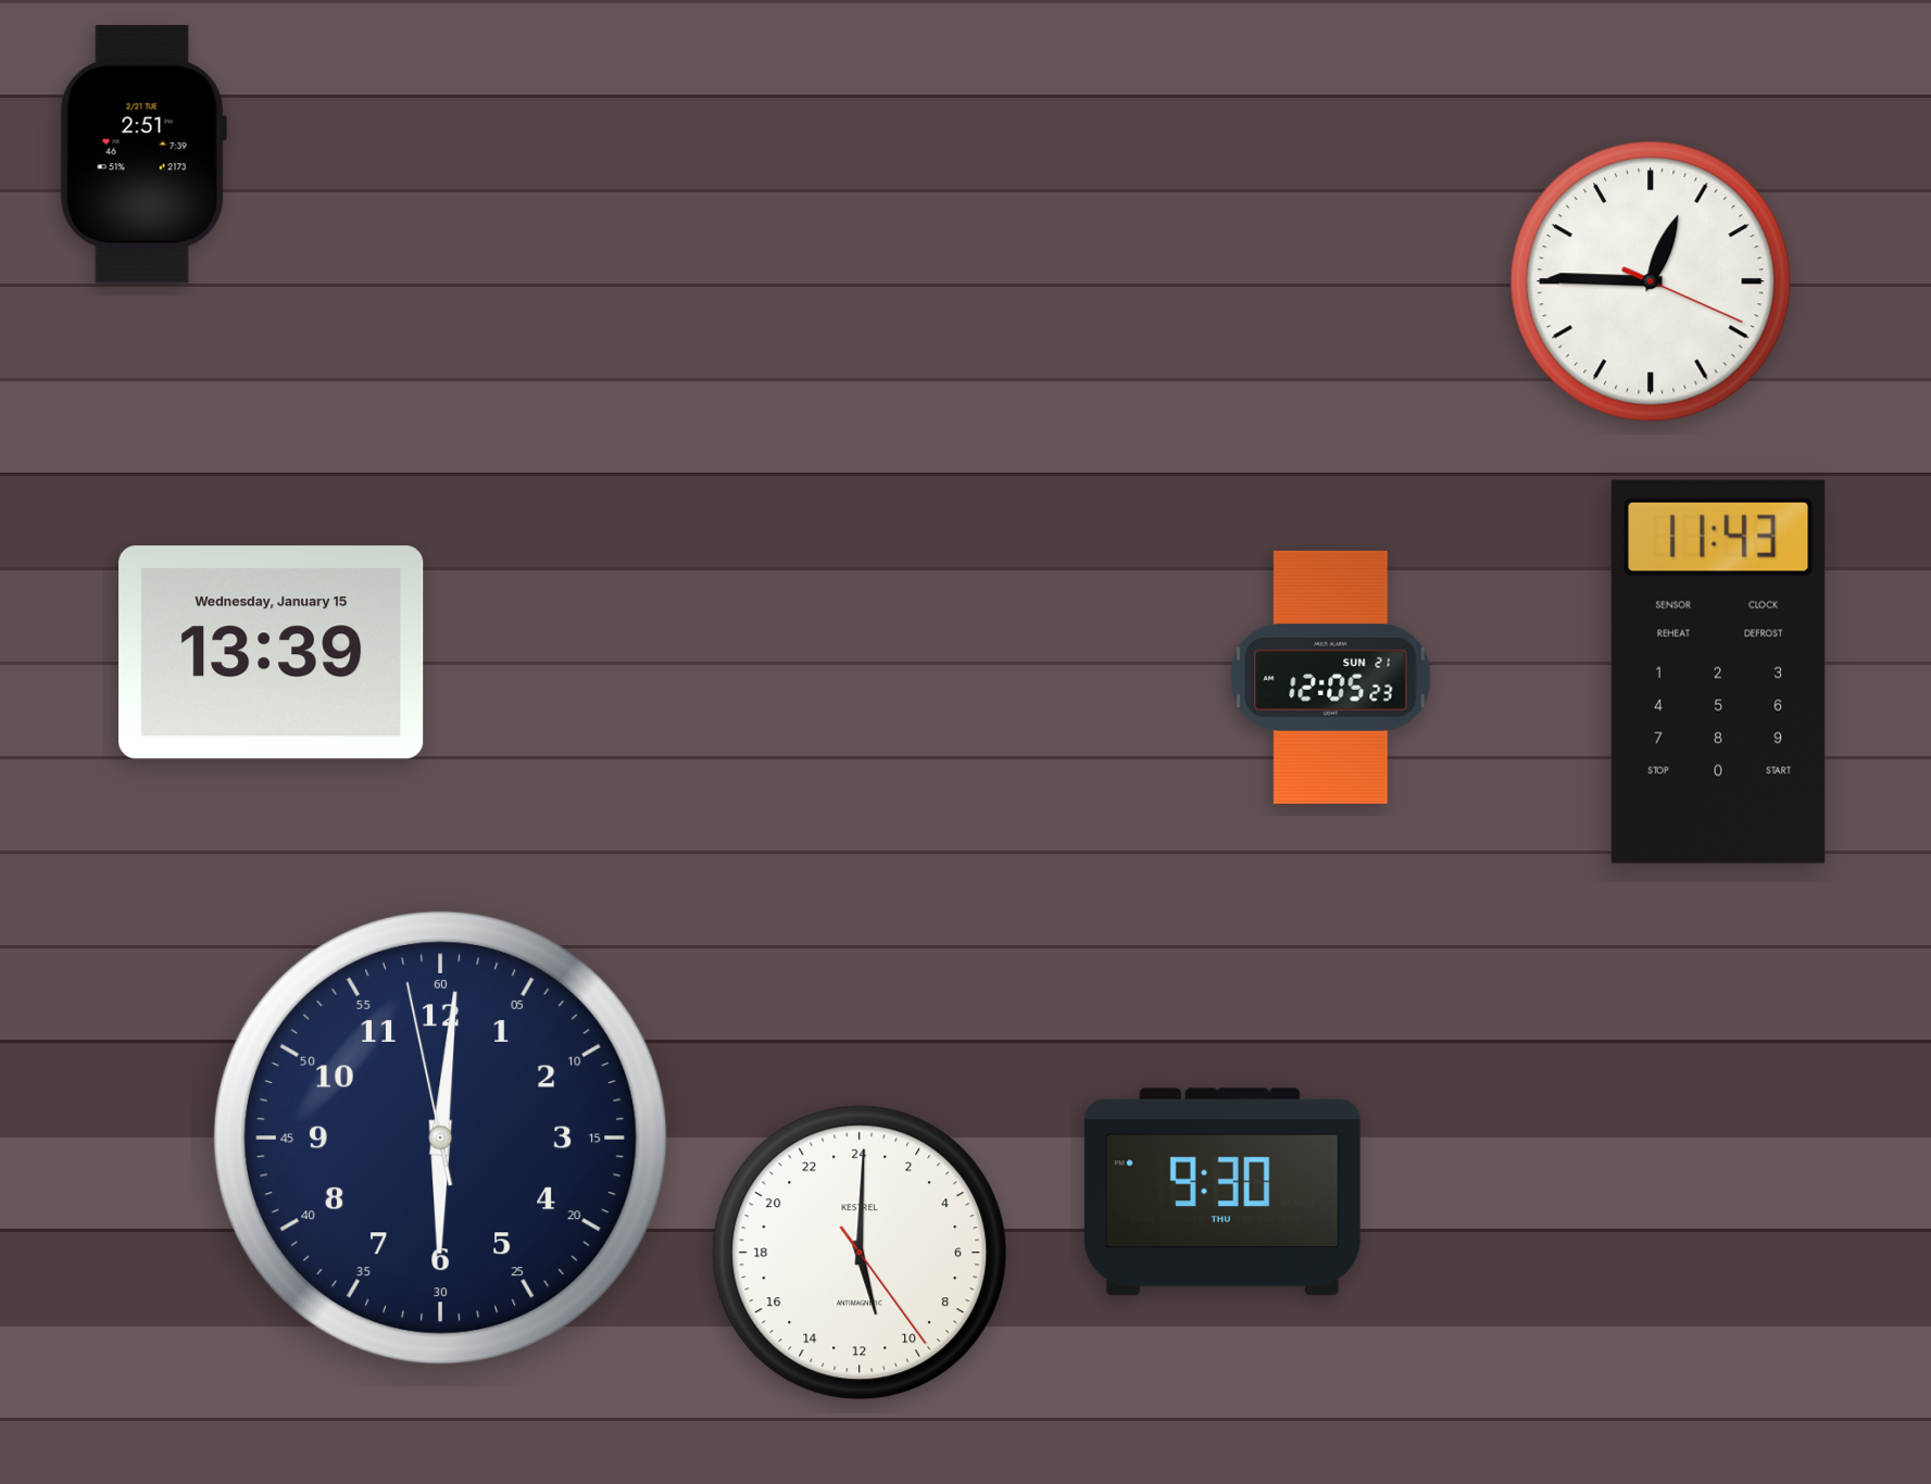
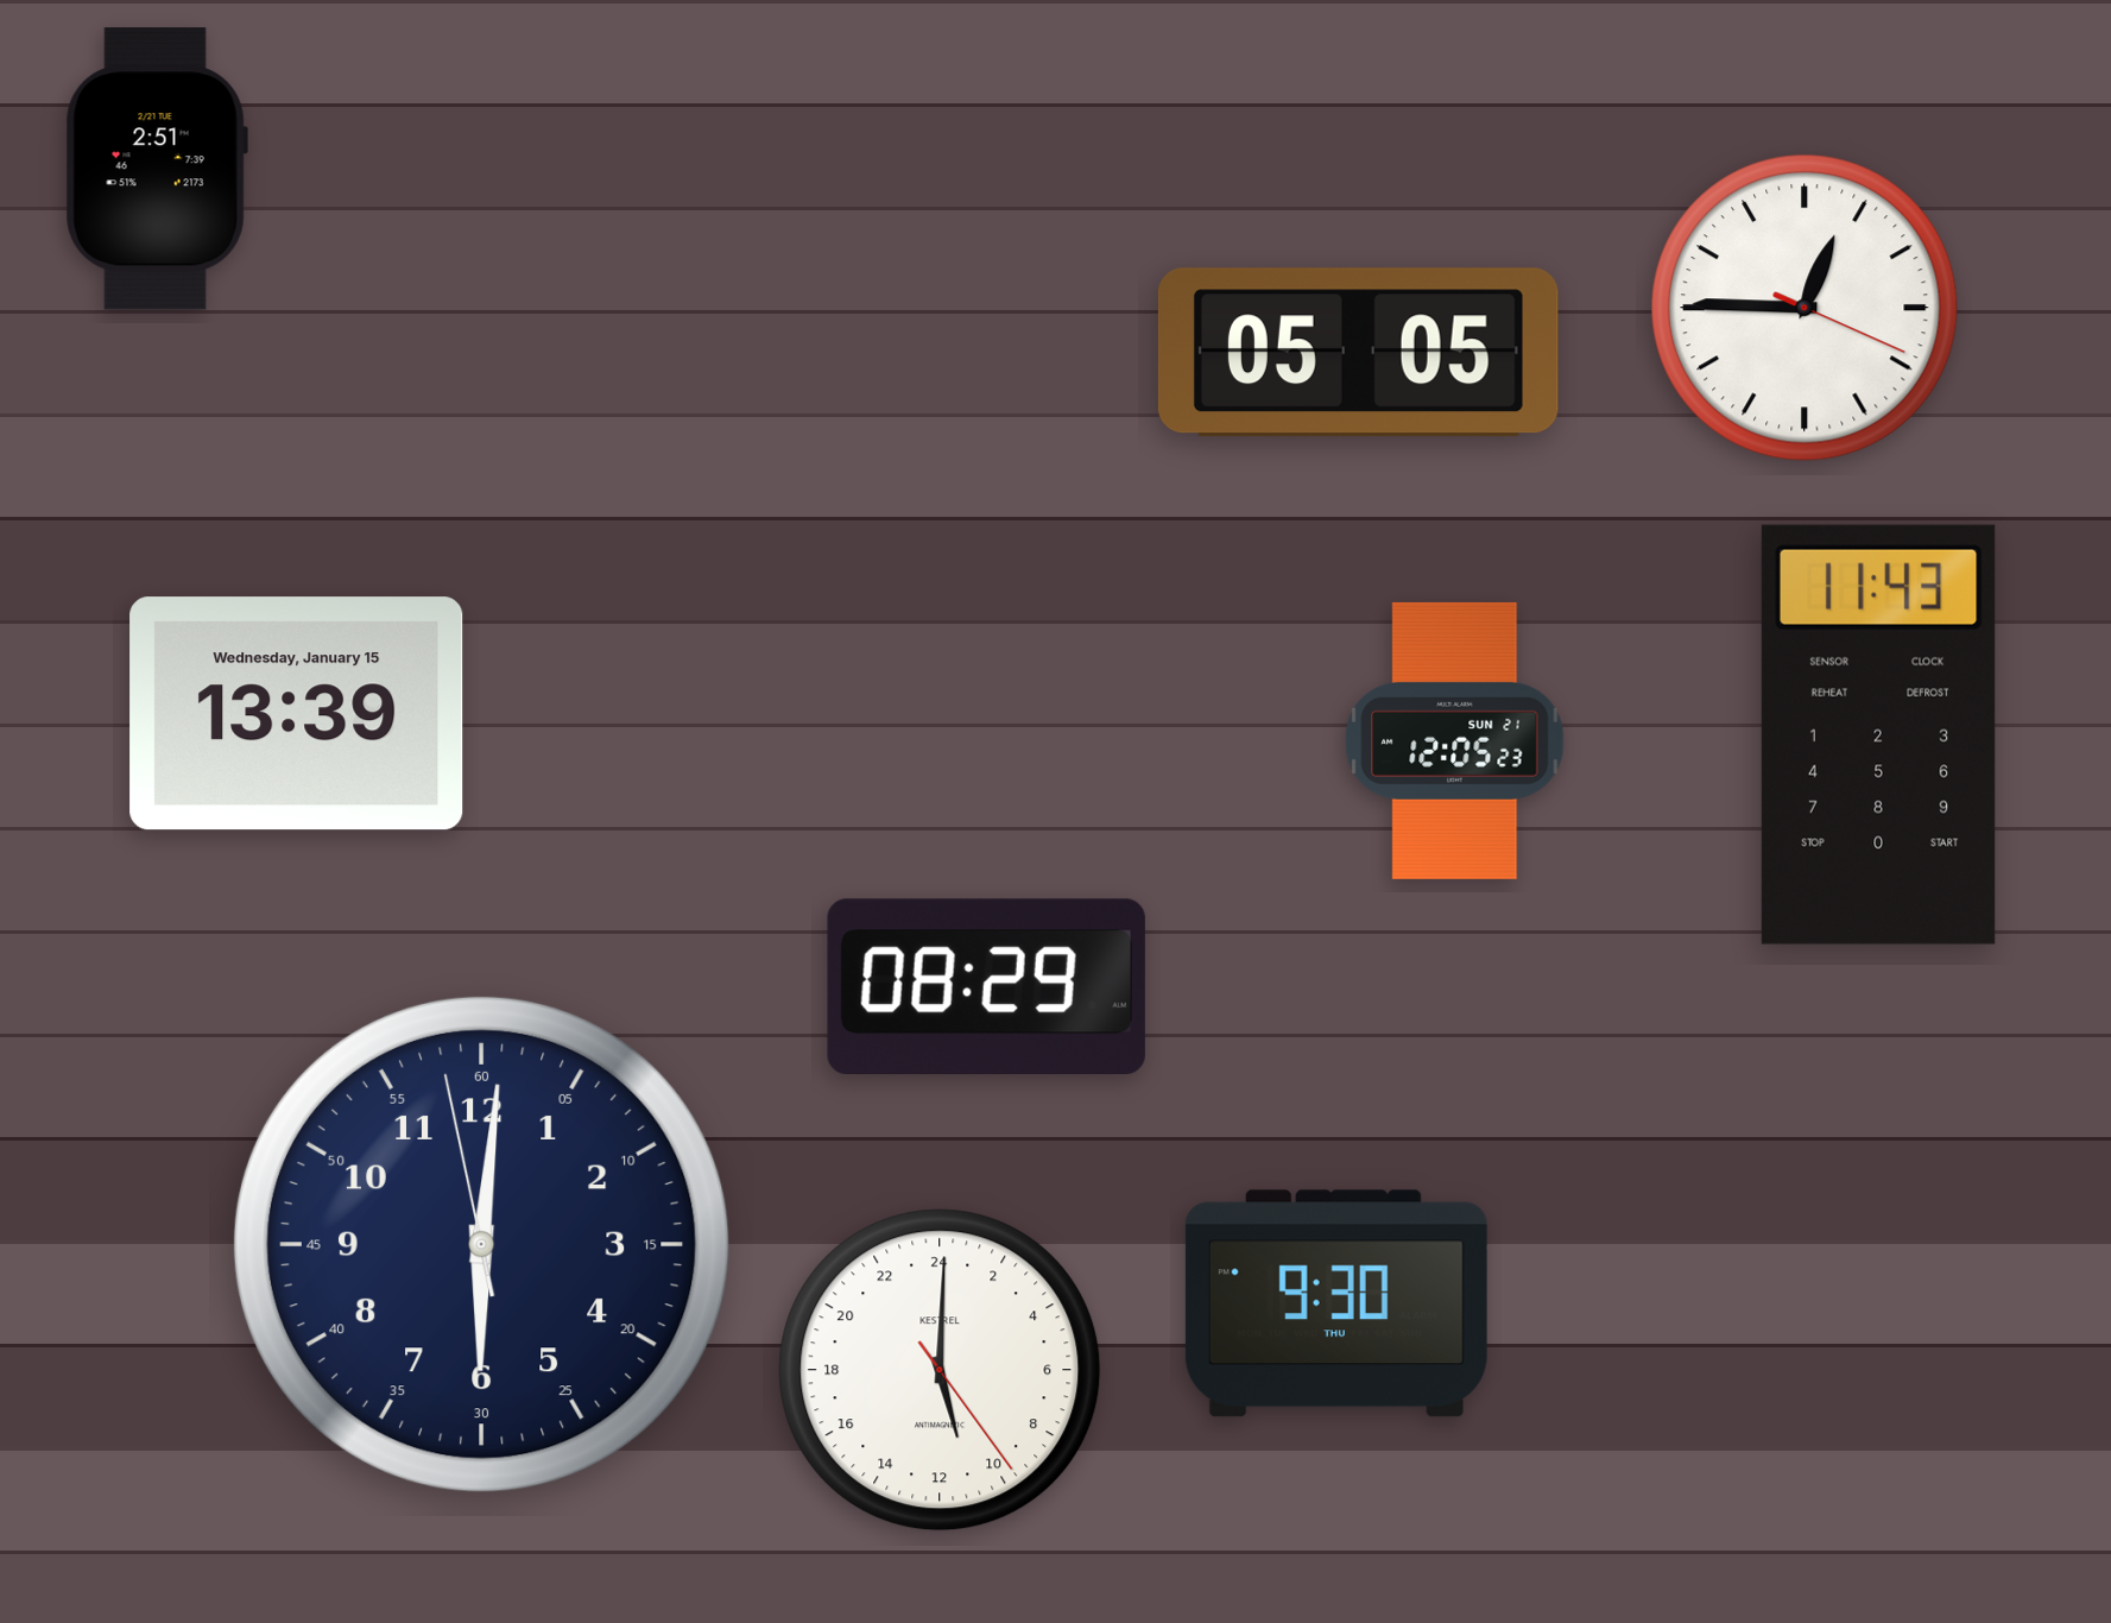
clock at (1358, 353): none -> 05:05
clock at (986, 986): none -> 08:29
